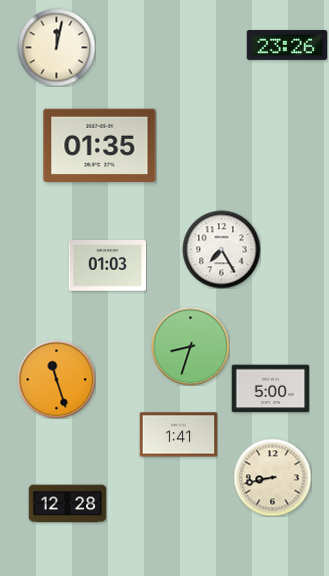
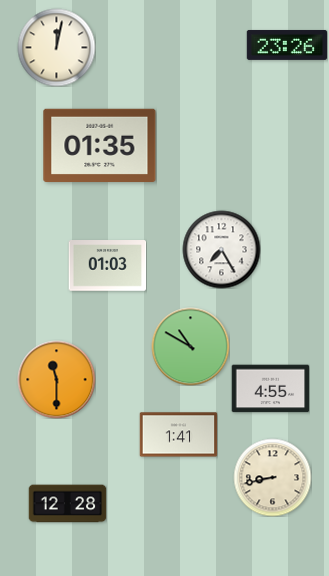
clock at (190, 346): 8:33 -> 10:50
clock at (56, 379): 11:27 -> 11:30
clock at (270, 389): 5:00 -> 4:55
